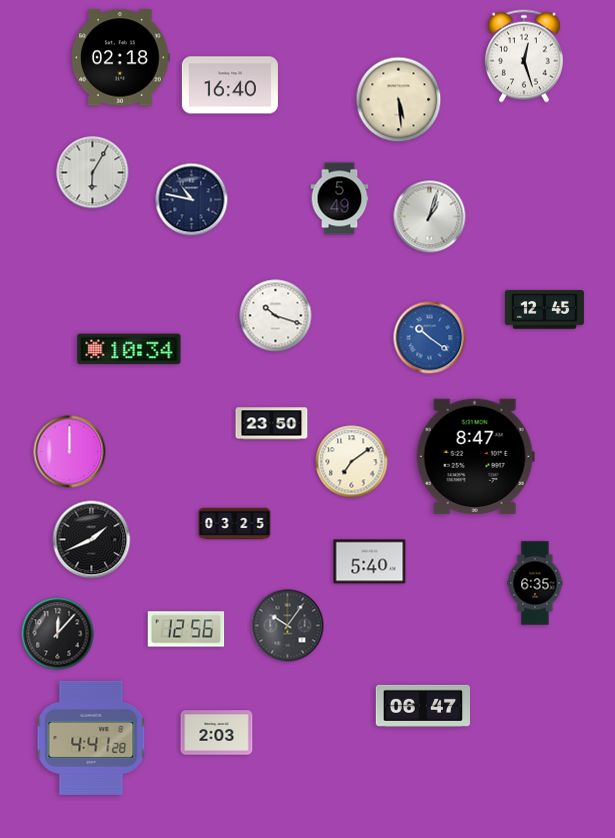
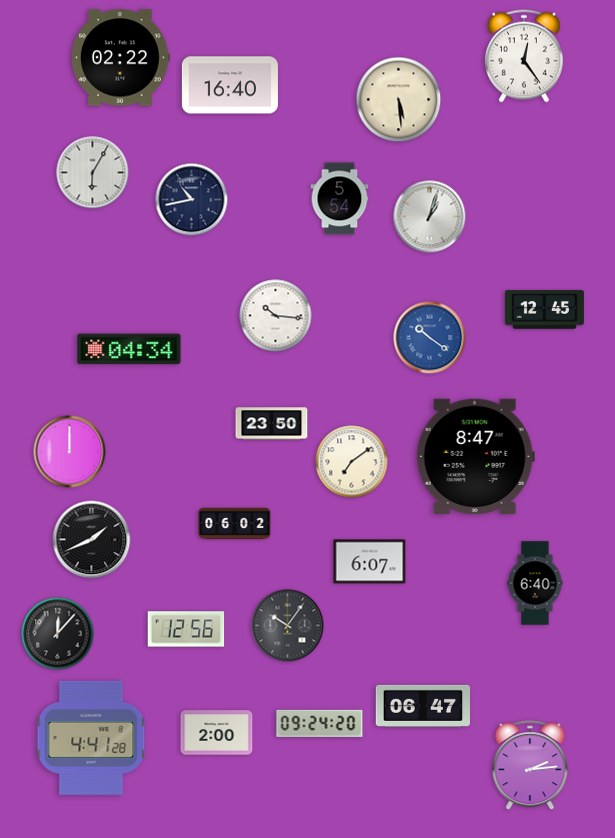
clock at (524, 56): 12:27 -> 12:24
clock at (121, 58): 02:18 -> 02:22
clock at (340, 199): 5:49 -> 5:54
clock at (192, 200): 10:47 -> 10:43
clock at (276, 316): 10:18 -> 10:16
clock at (129, 349): 10:34 -> 04:34
clock at (235, 524): 03:25 -> 06:02
clock at (370, 562): 5:40 -> 6:07
clock at (535, 583): 6:35 -> 6:40
clock at (320, 723): none -> 09:24
clock at (217, 733): 2:03 -> 2:00
clock at (530, 766): none -> 2:14
